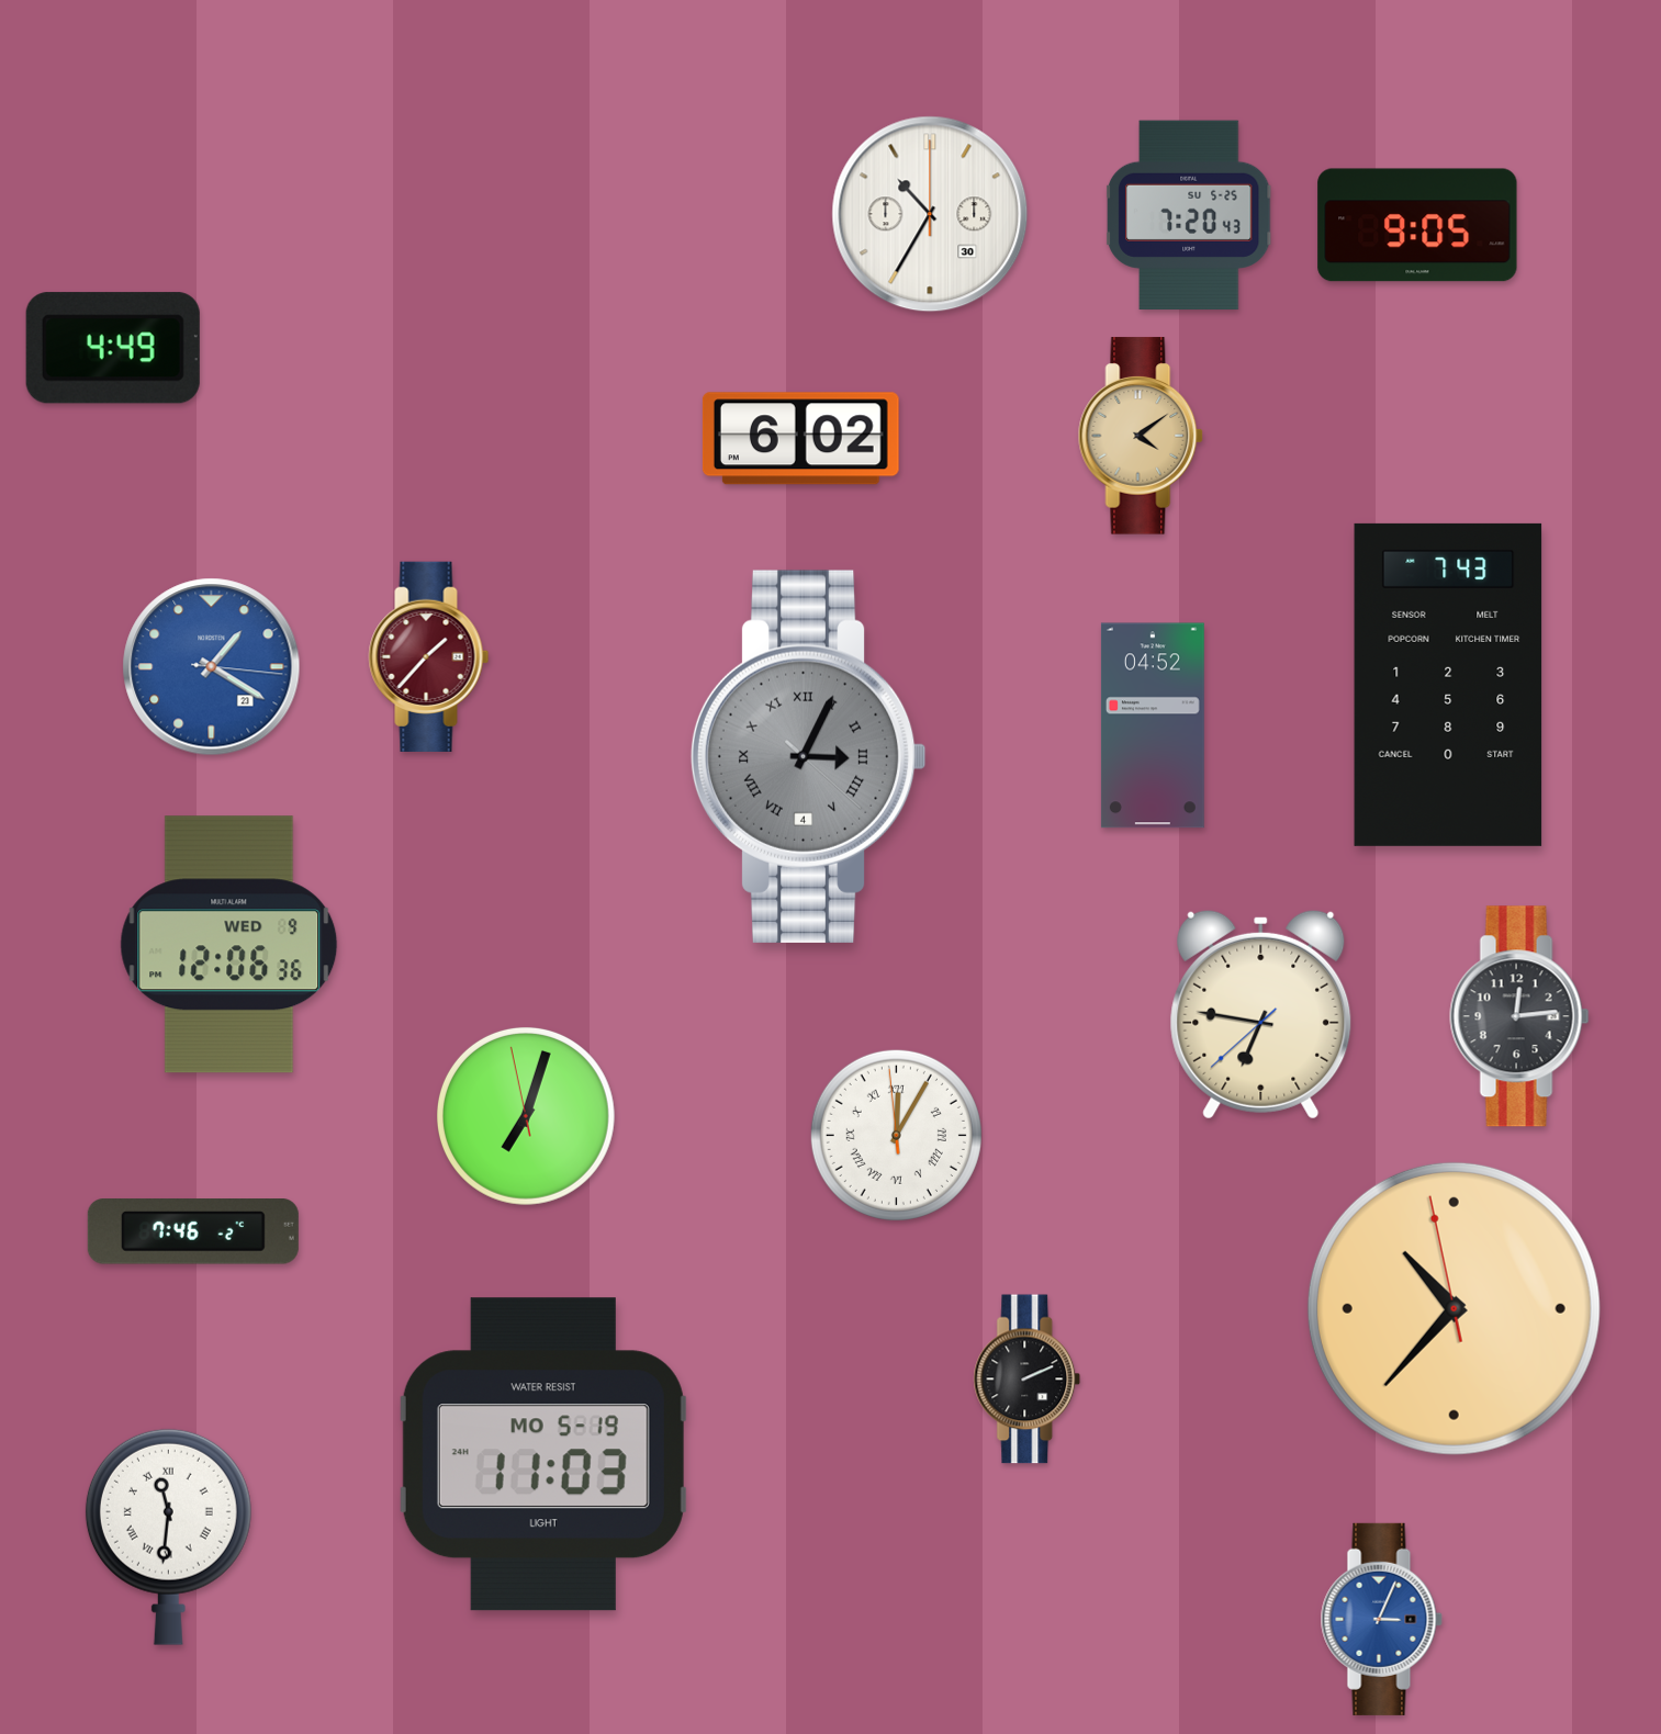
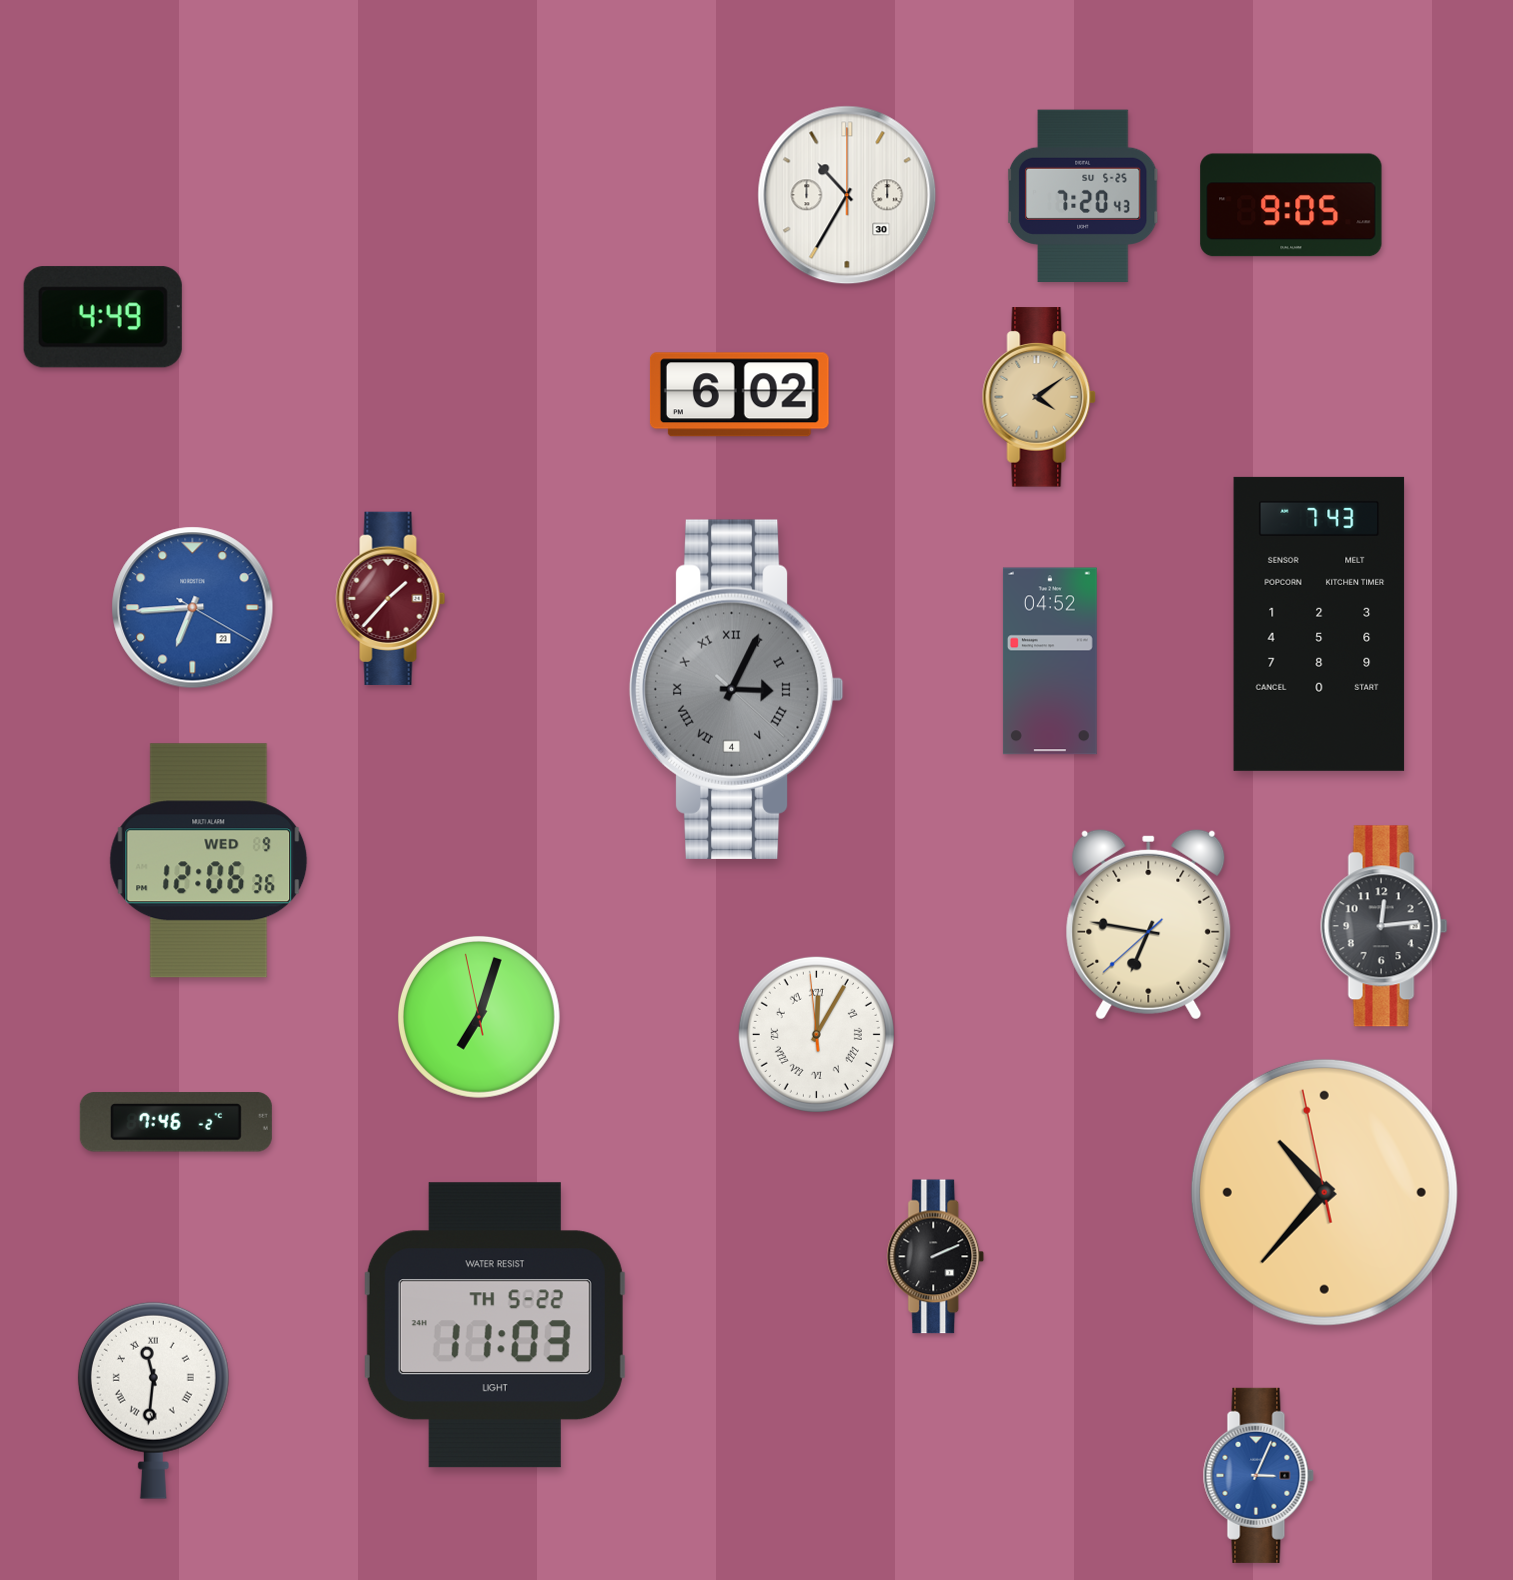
clock at (800, 439) position: (800, 439) -> (739, 395)
clock at (212, 667): 1:20 -> 6:44
clock at (543, 1454) date: MO 5-19 -> TH 5-22
